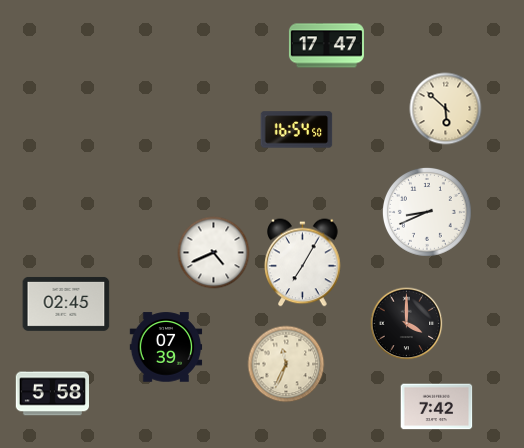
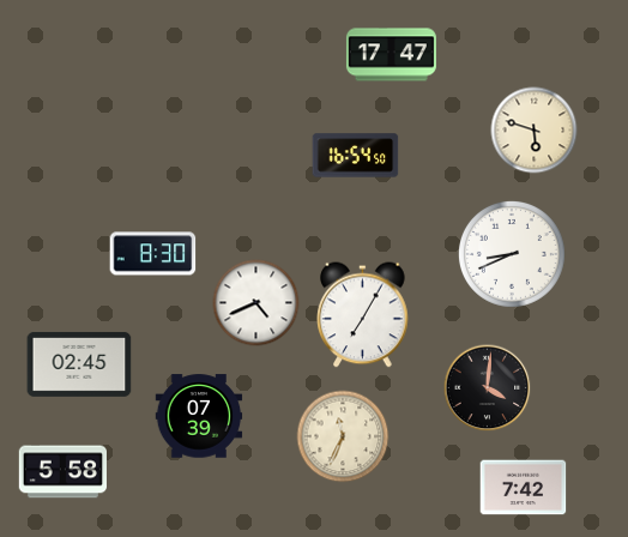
clock at (446, 109): 5:52 -> 5:48
clock at (153, 254): none -> 8:30
clock at (407, 324): 4:00 -> 4:01
